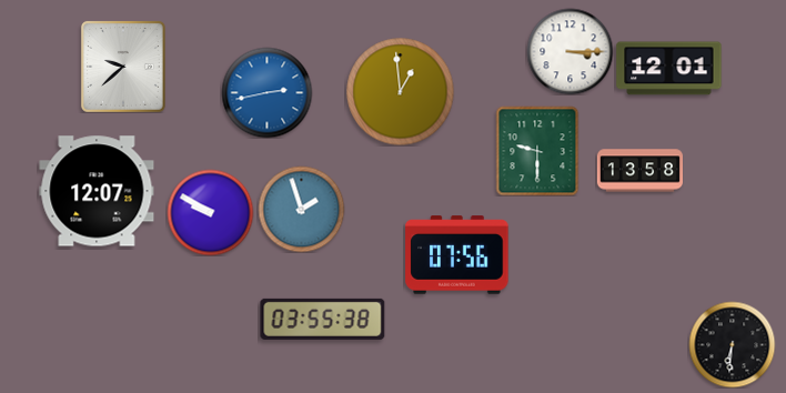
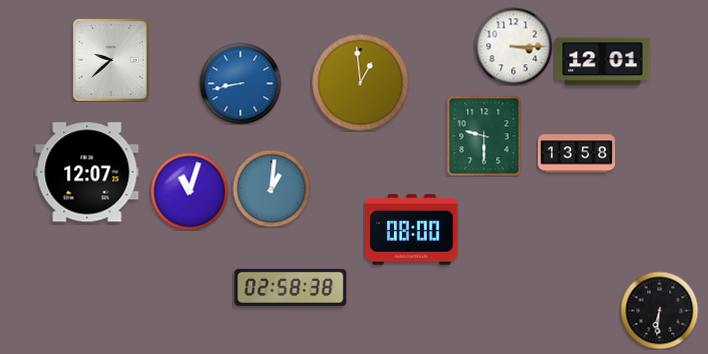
clock at (266, 92): 2:43 -> 8:43
clock at (301, 209): 1:57 -> 1:01
clock at (210, 212): 9:50 -> 11:03
clock at (457, 255): 07:56 -> 08:00
clock at (323, 319): 03:55 -> 02:58
